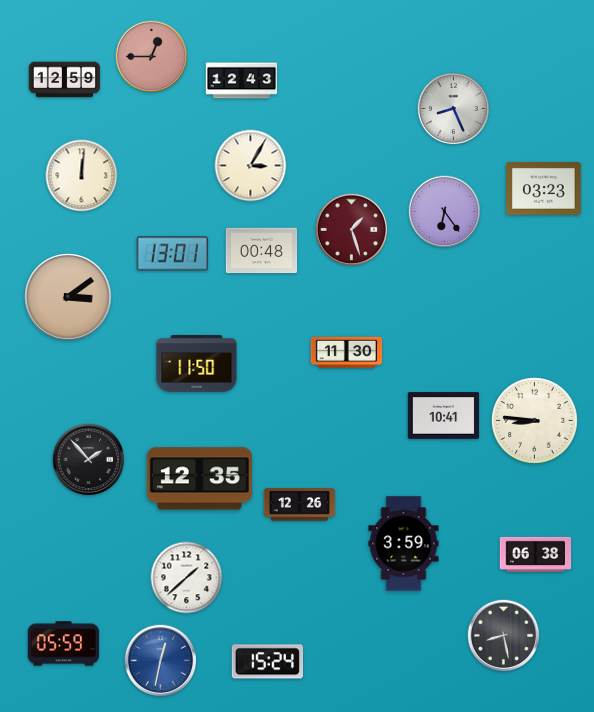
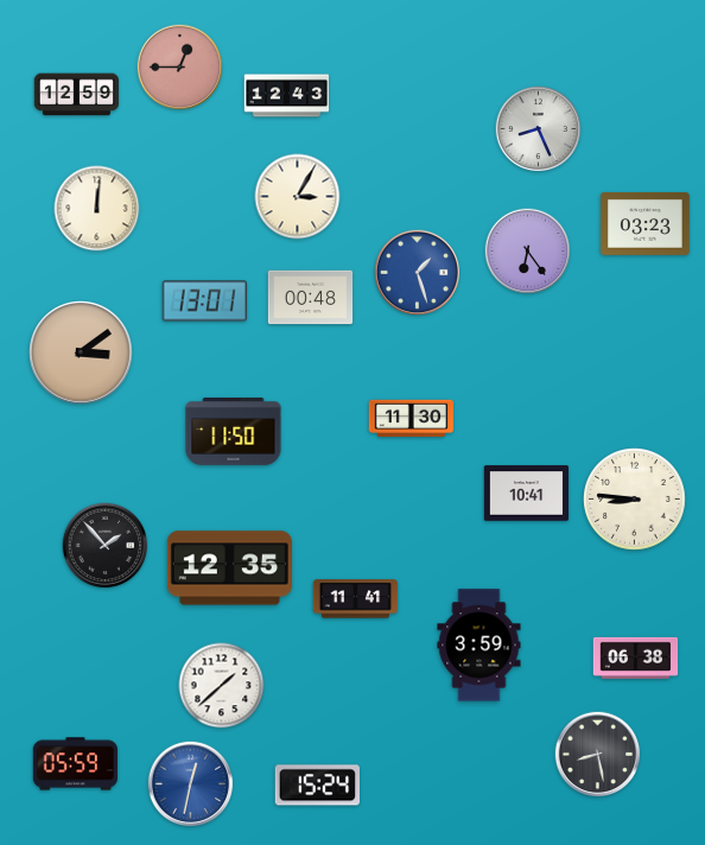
clock at (352, 230) dial: burgundy -> blue
clock at (199, 479) position: (199, 479) -> (229, 568)
clock at (300, 505): 12:26 -> 11:41
